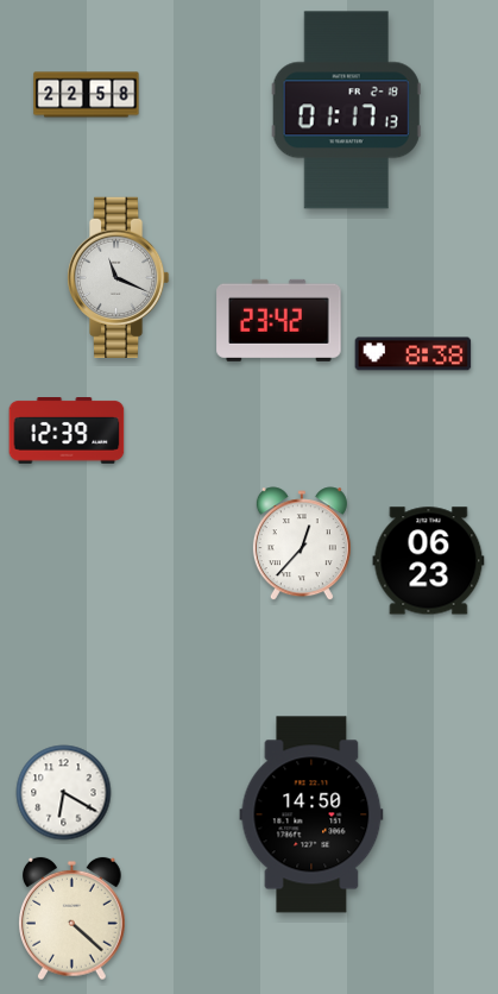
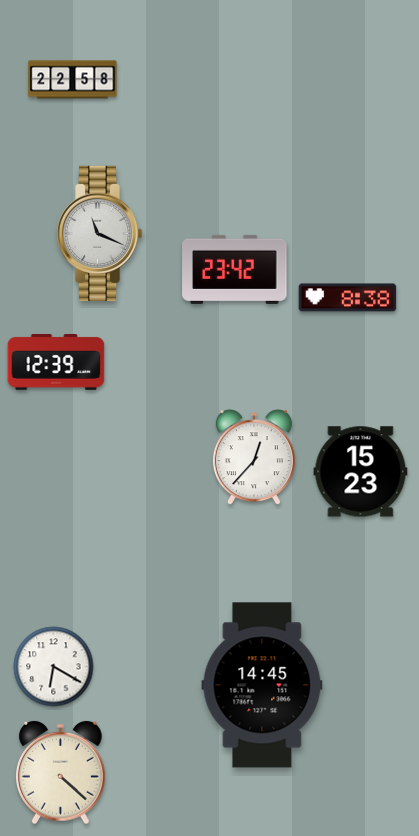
clock at (346, 111): 01:17 -> none
clock at (429, 561): 06:23 -> 15:23
clock at (311, 814): 14:50 -> 14:45
